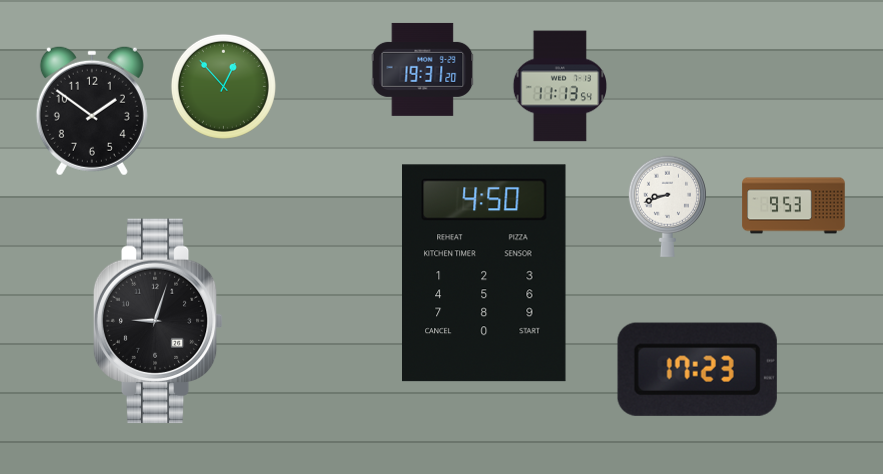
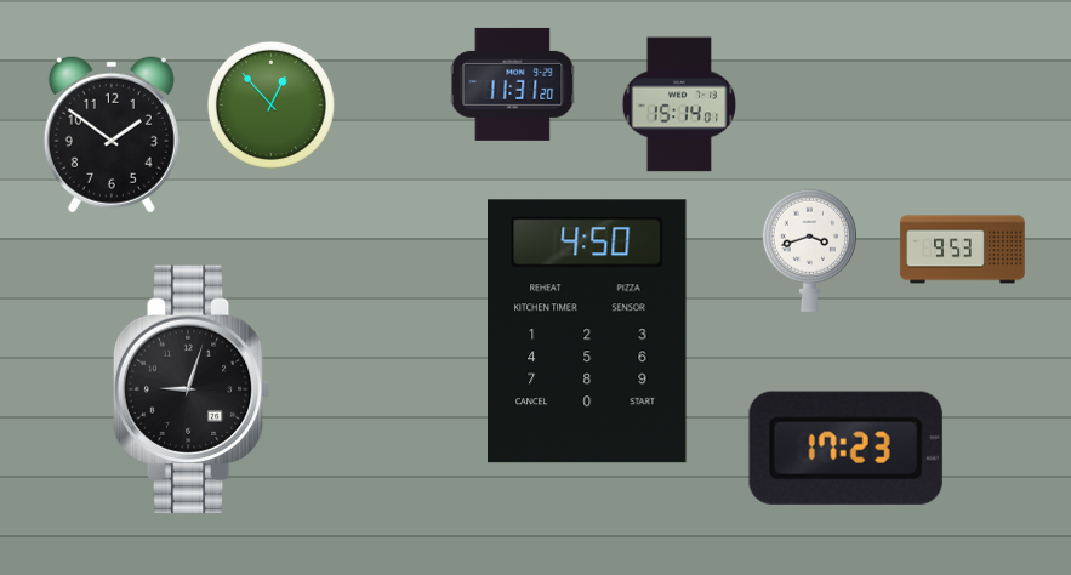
clock at (423, 69): 19:31 -> 11:31
clock at (560, 86): 11:13 -> 15:14
clock at (667, 206): 8:42 -> 3:42
